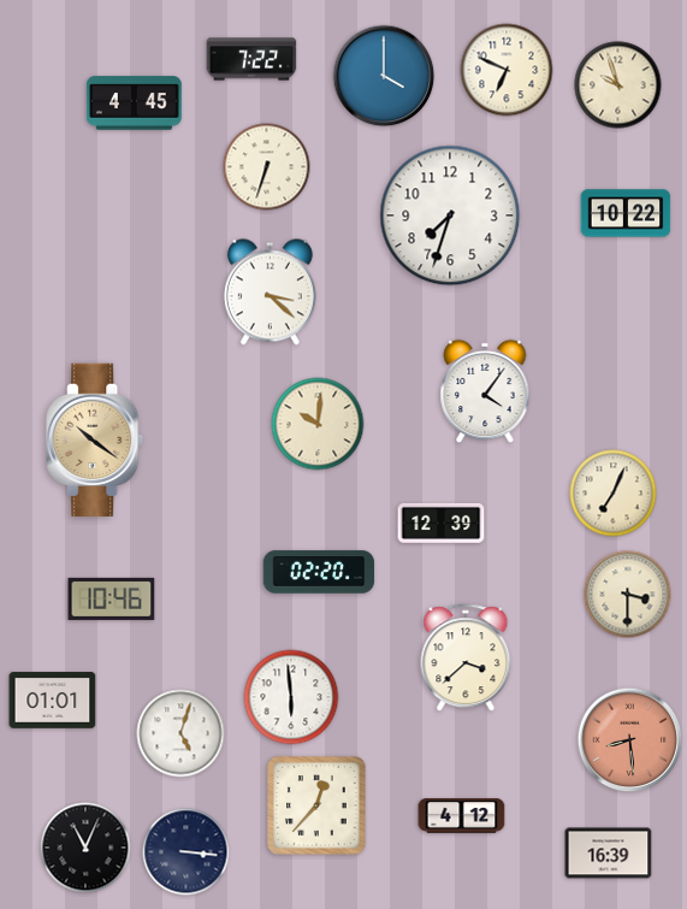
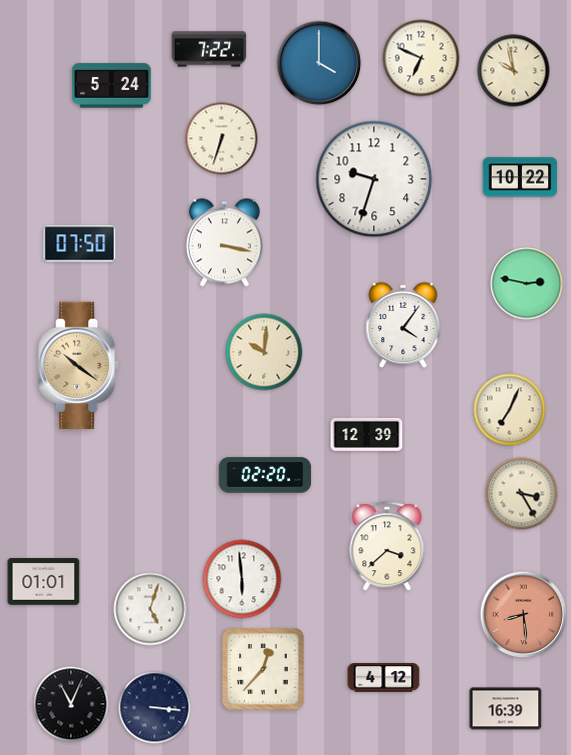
clock at (618, 85): 9:57 -> 9:58
clock at (134, 104): 4:45 -> 5:24
clock at (450, 216): 7:33 -> 9:33
clock at (270, 293): 3:22 -> 3:17
clock at (80, 244): none -> 07:50
clock at (527, 284): none -> 2:47
clock at (628, 595): 3:30 -> 3:25
clock at (112, 598): 10:46 -> none
